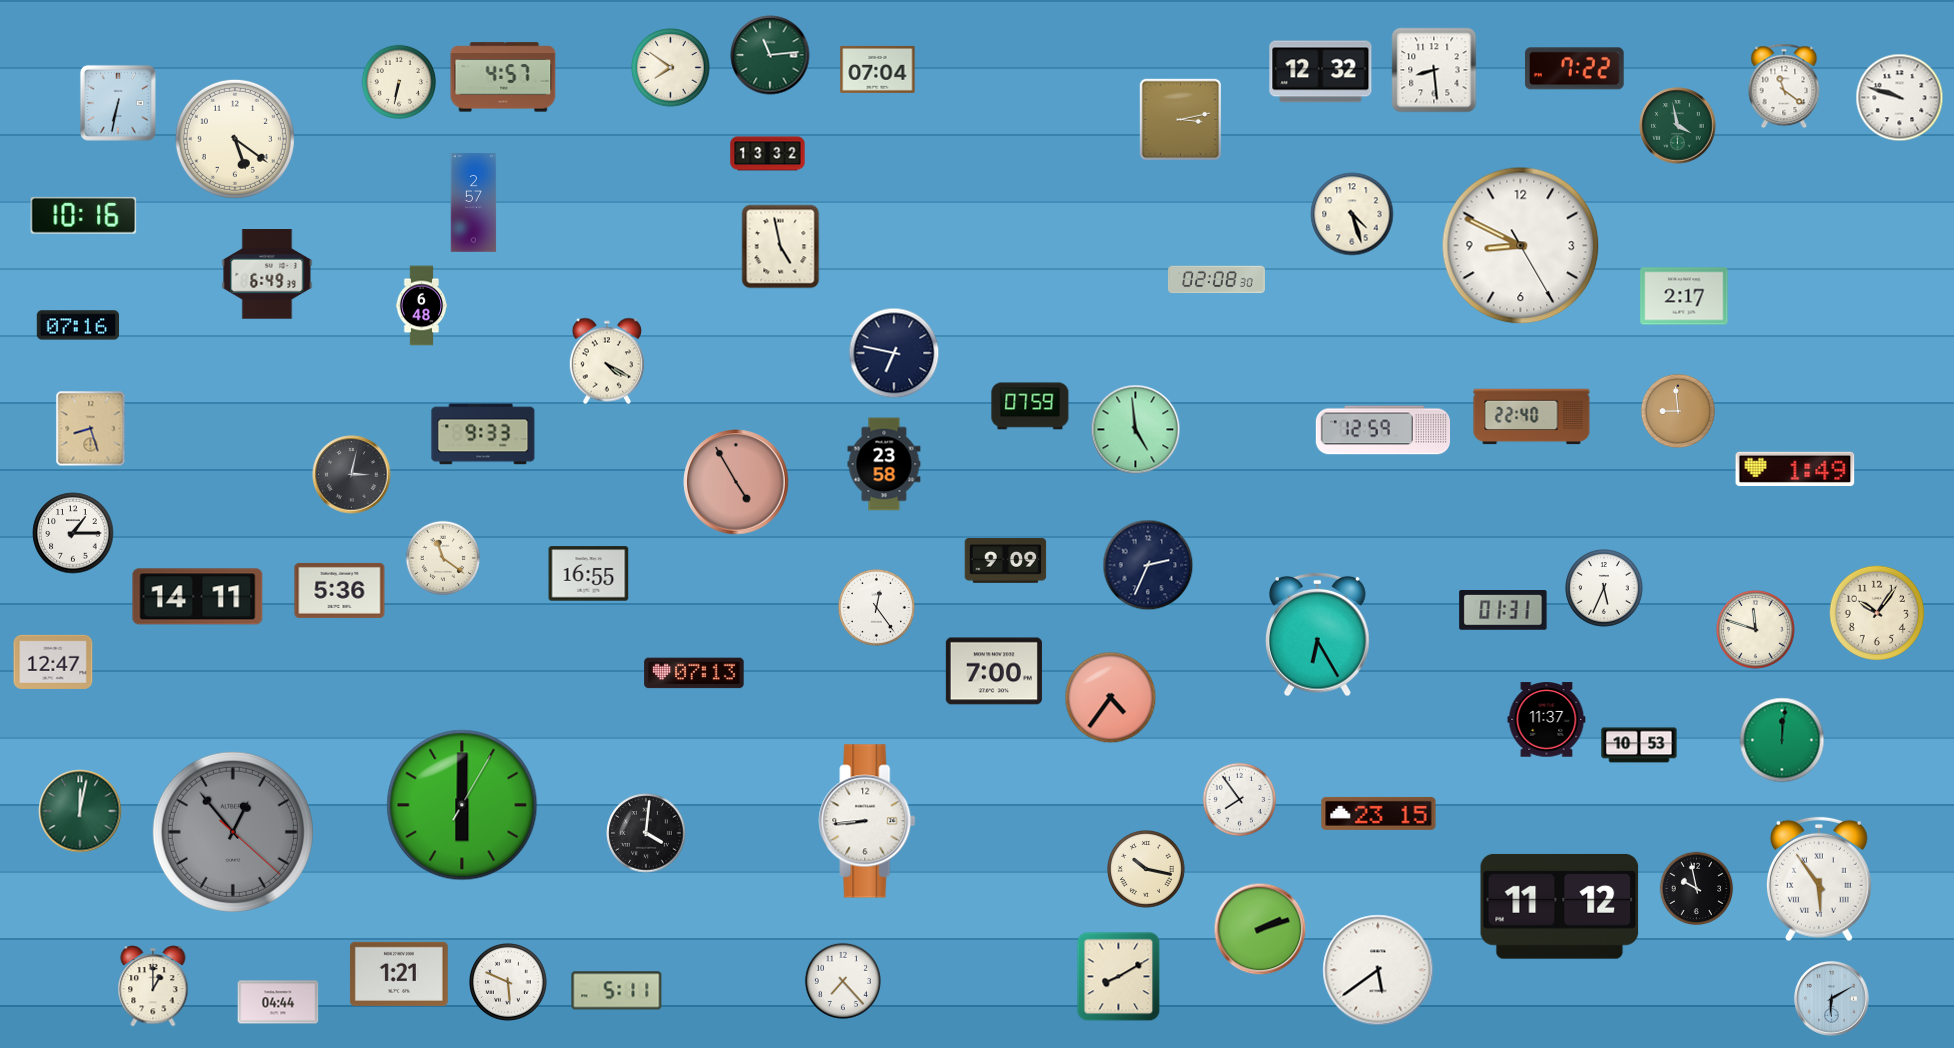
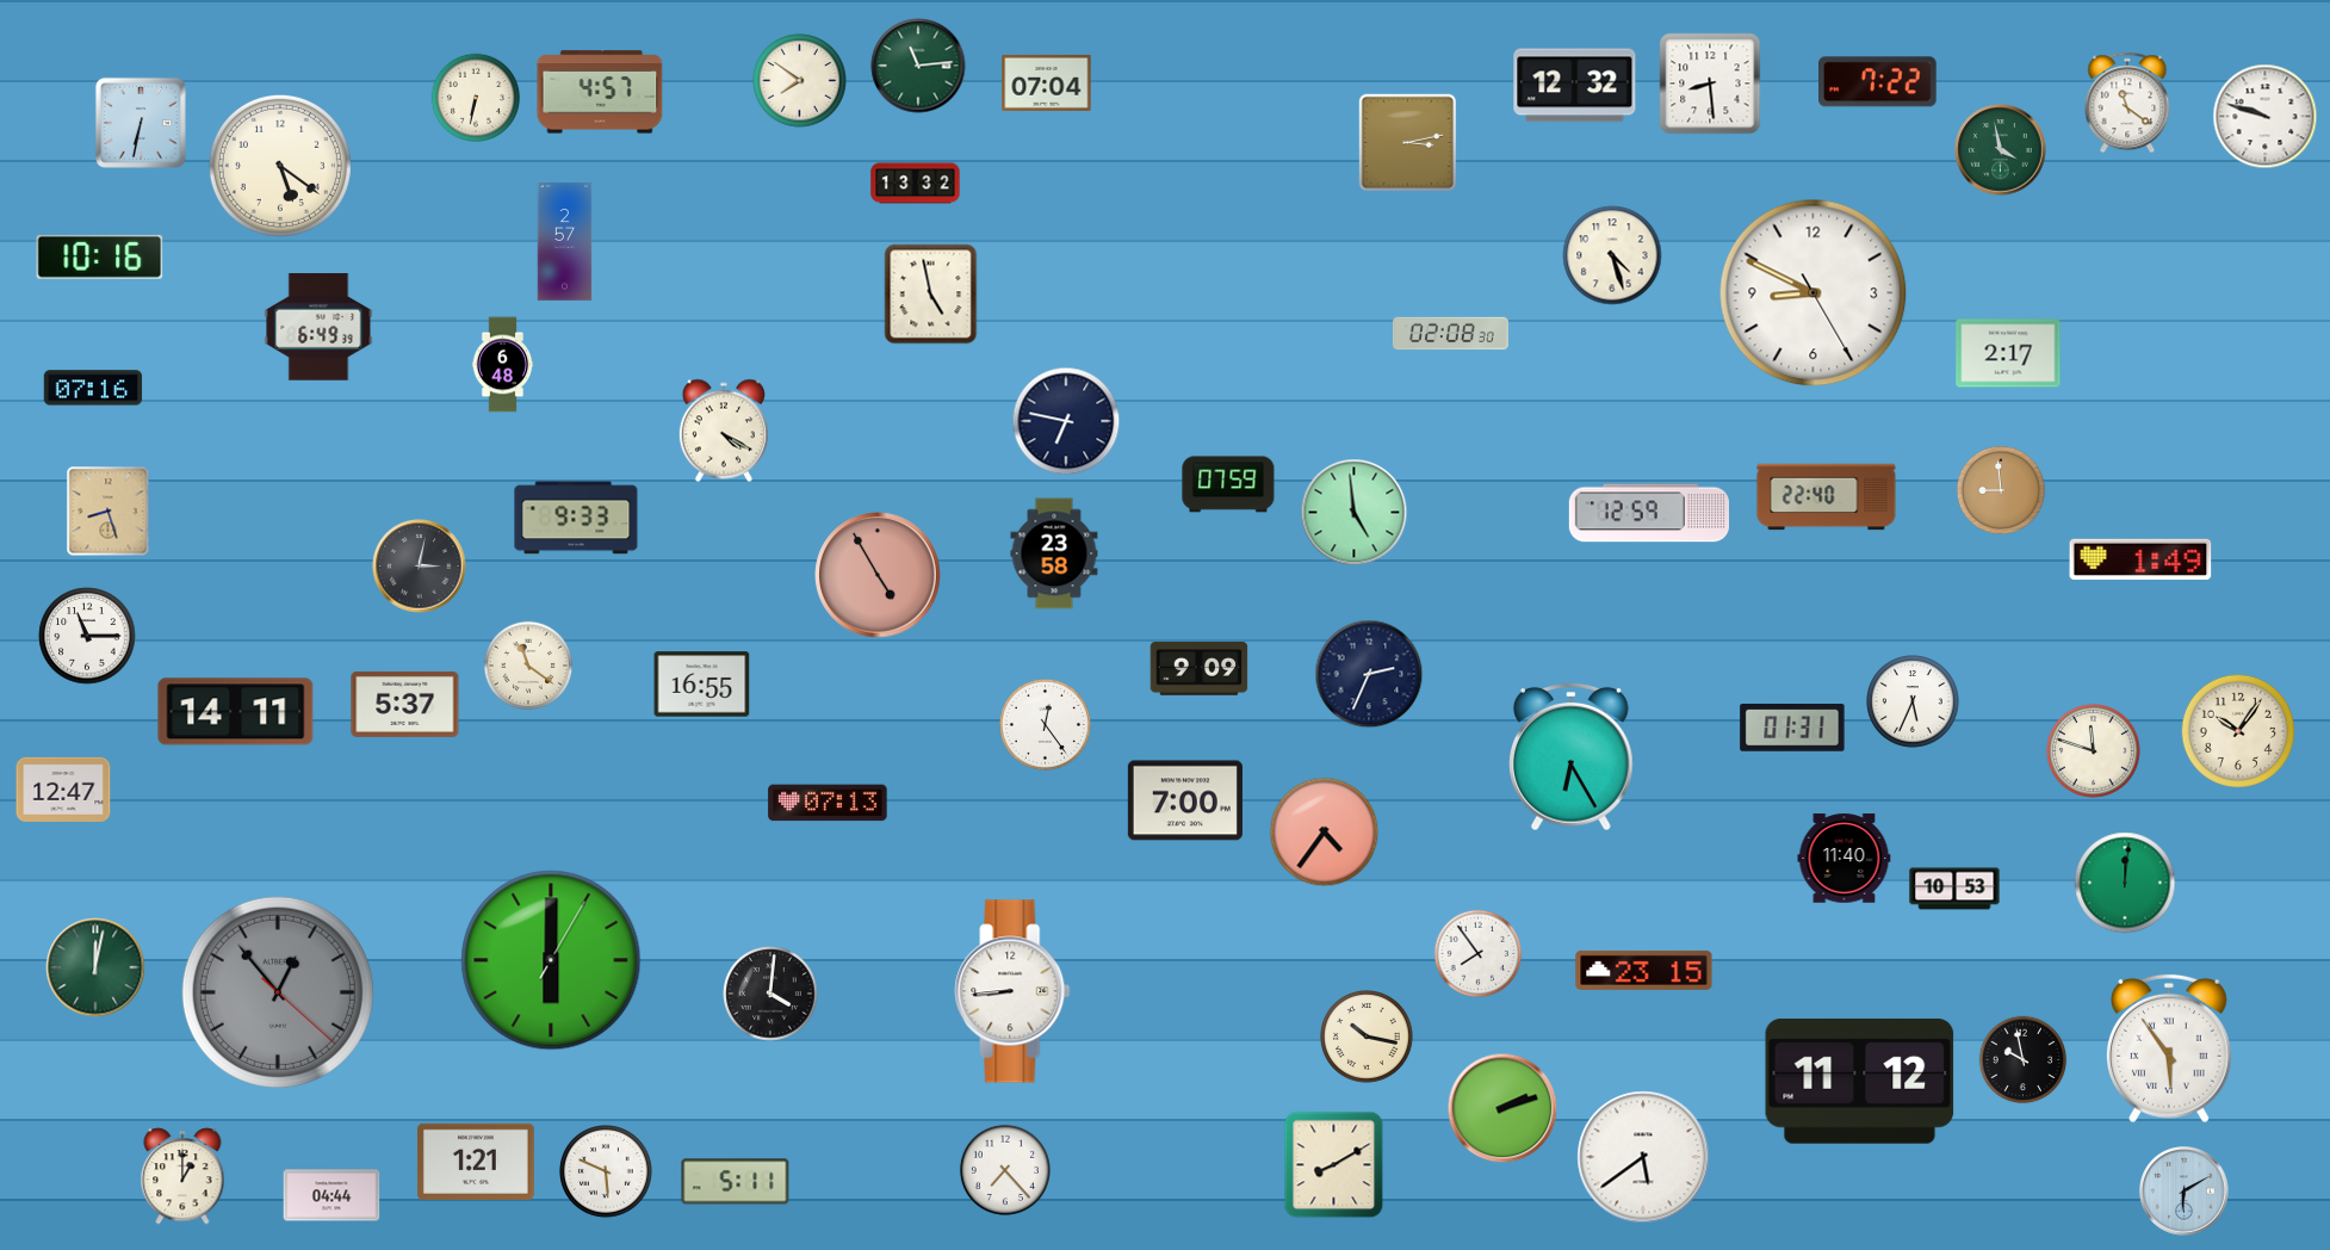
clock at (73, 533): 1:15 -> 11:15
clock at (340, 590): 5:36 -> 5:37
clock at (1547, 720): 11:37 -> 11:40
clock at (867, 821) position: (867, 821) -> (1012, 991)
